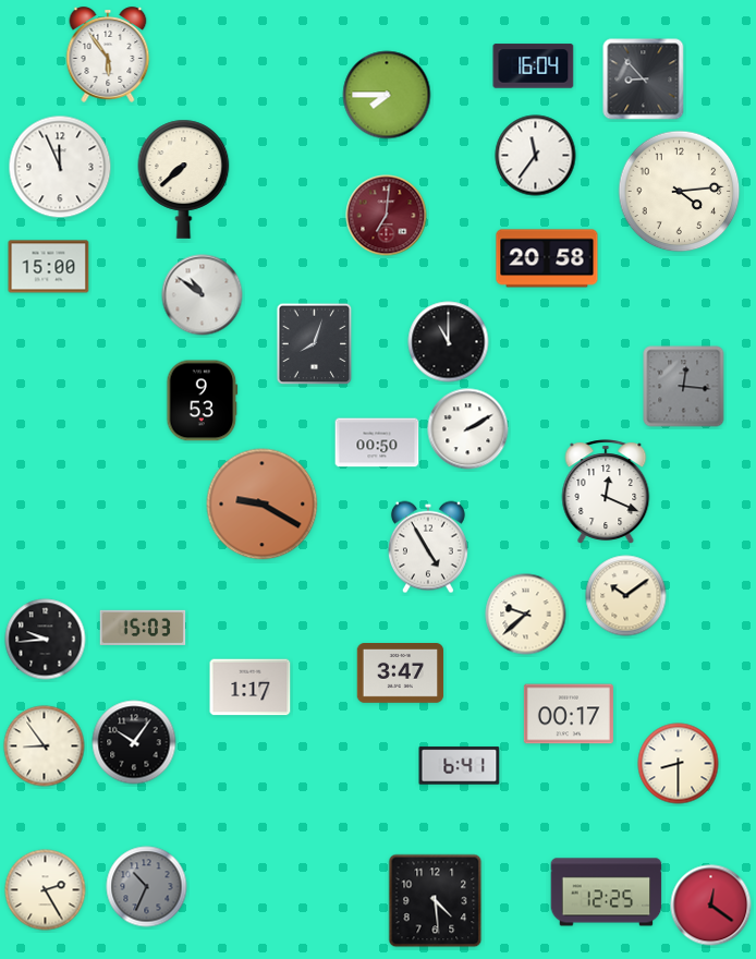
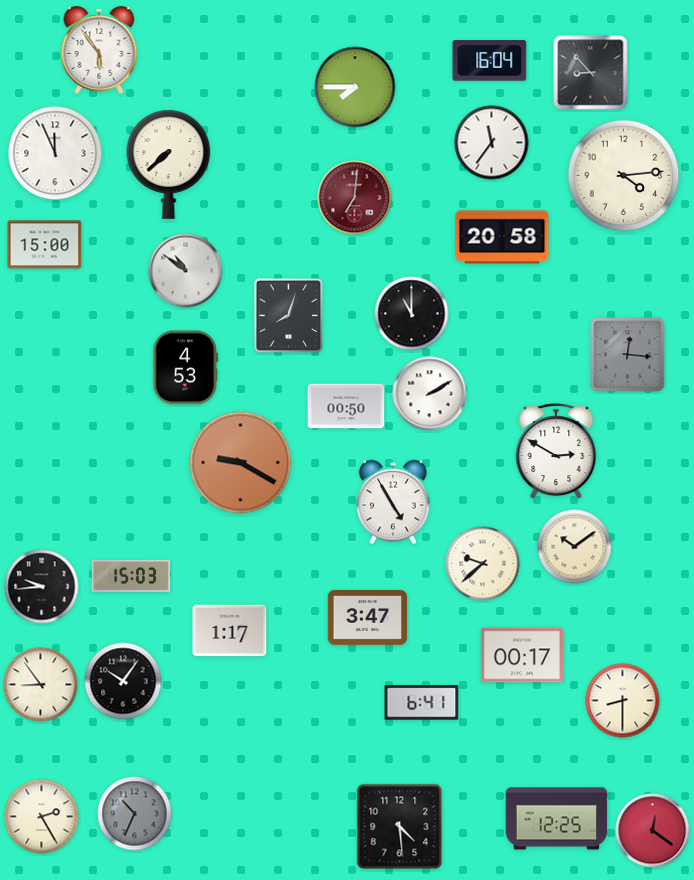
clock at (203, 401): 9:53 -> 4:53
clock at (606, 491): 12:19 -> 2:50
